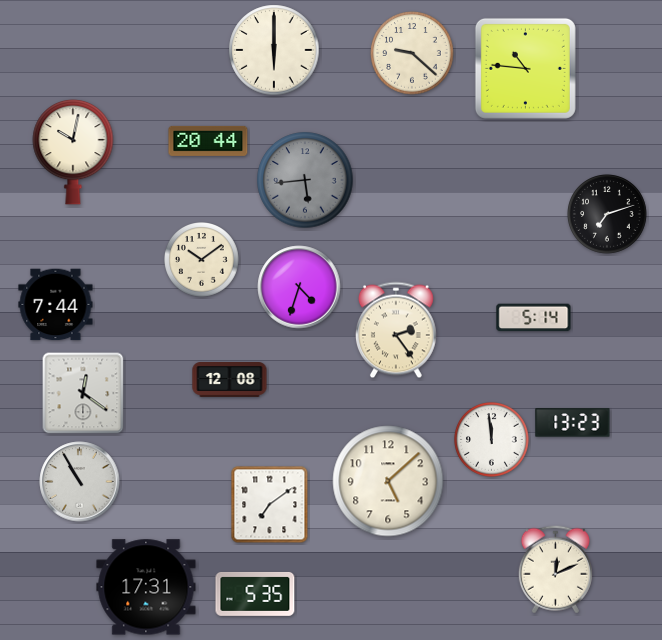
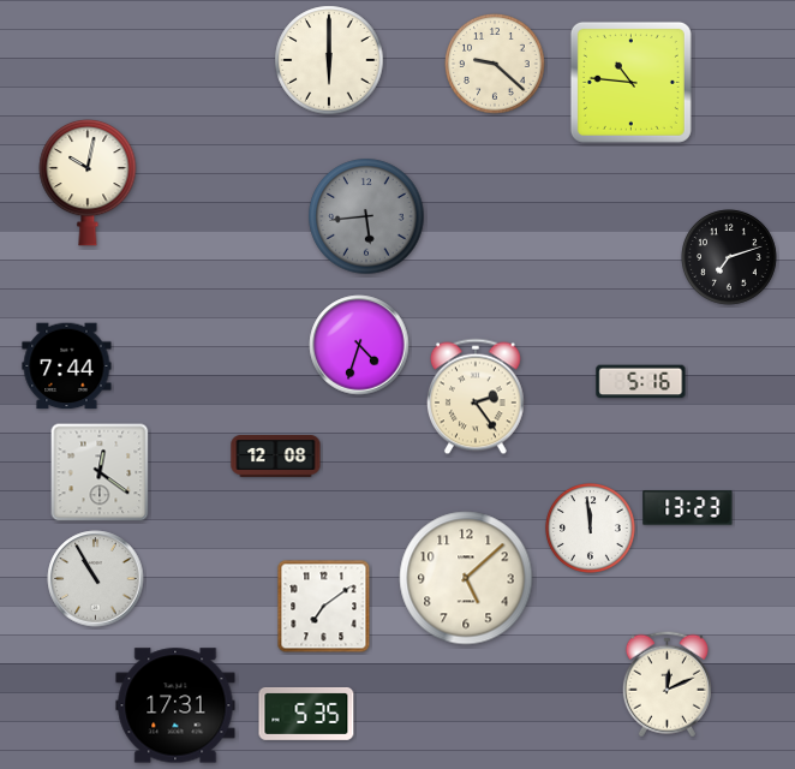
clock at (208, 141): 20:44 -> none
clock at (202, 260): 10:09 -> none
clock at (534, 318): 5:14 -> 5:16
